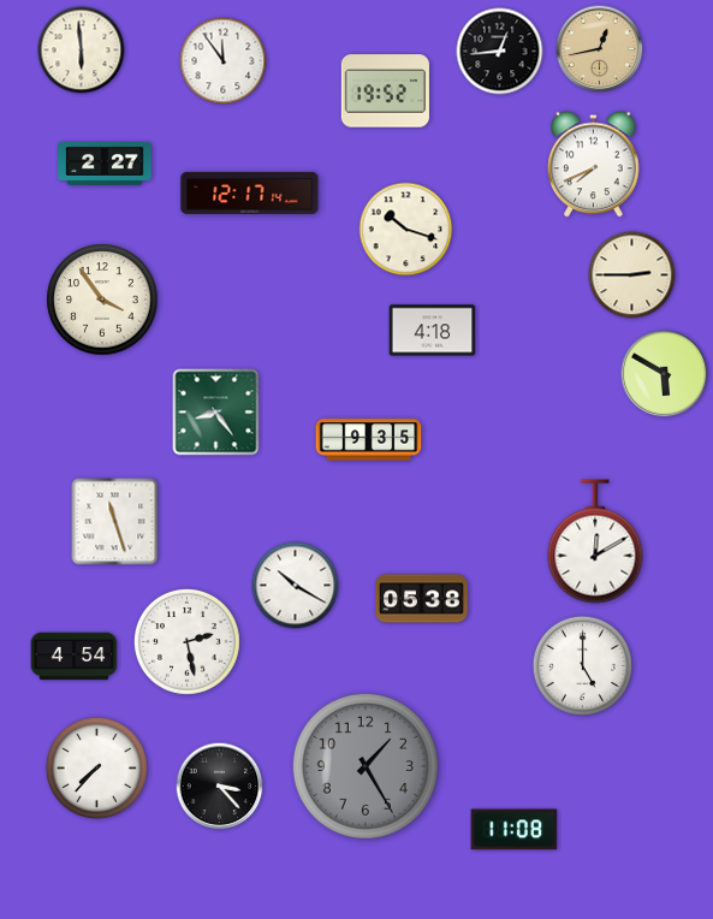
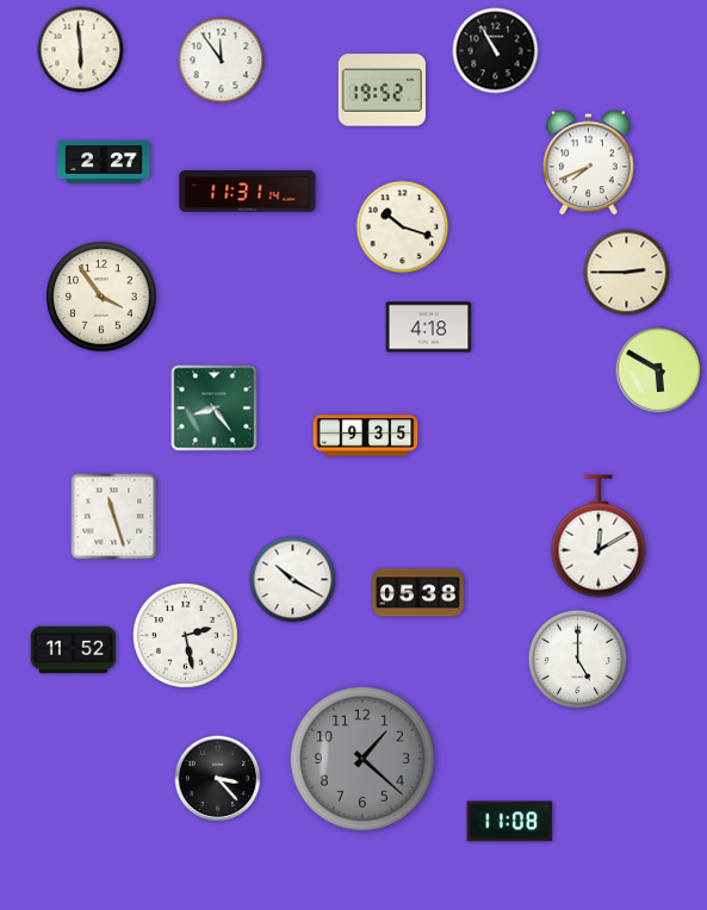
clock at (600, 49): 12:43 -> none
clock at (500, 52): 12:44 -> 10:55
clock at (250, 192): 12:17 -> 11:31
clock at (595, 541) position: (595, 541) -> (599, 536)
clock at (75, 657): 4:54 -> 11:52
clock at (366, 766): 1:25 -> 1:22
clock at (96, 767): 7:37 -> none
